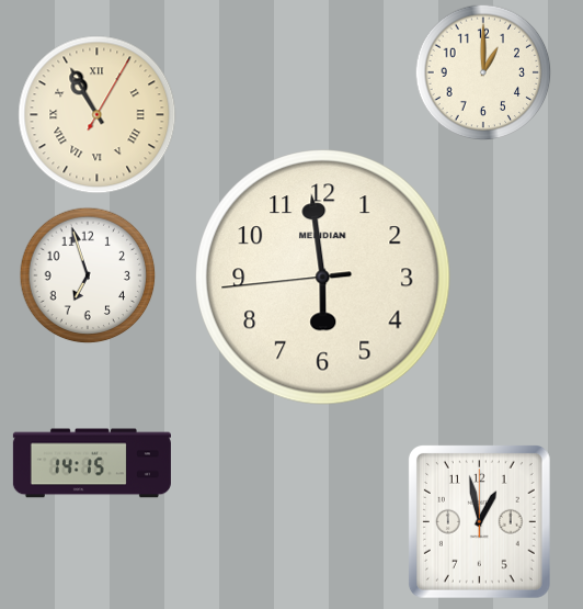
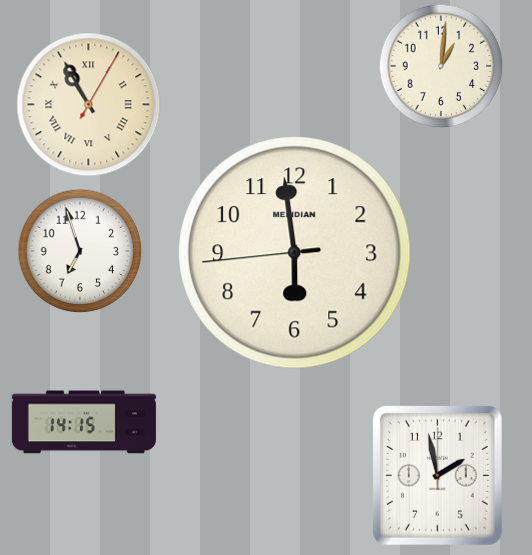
clock at (483, 72): 1:00 -> 1:01
clock at (479, 521): 12:58 -> 1:58
